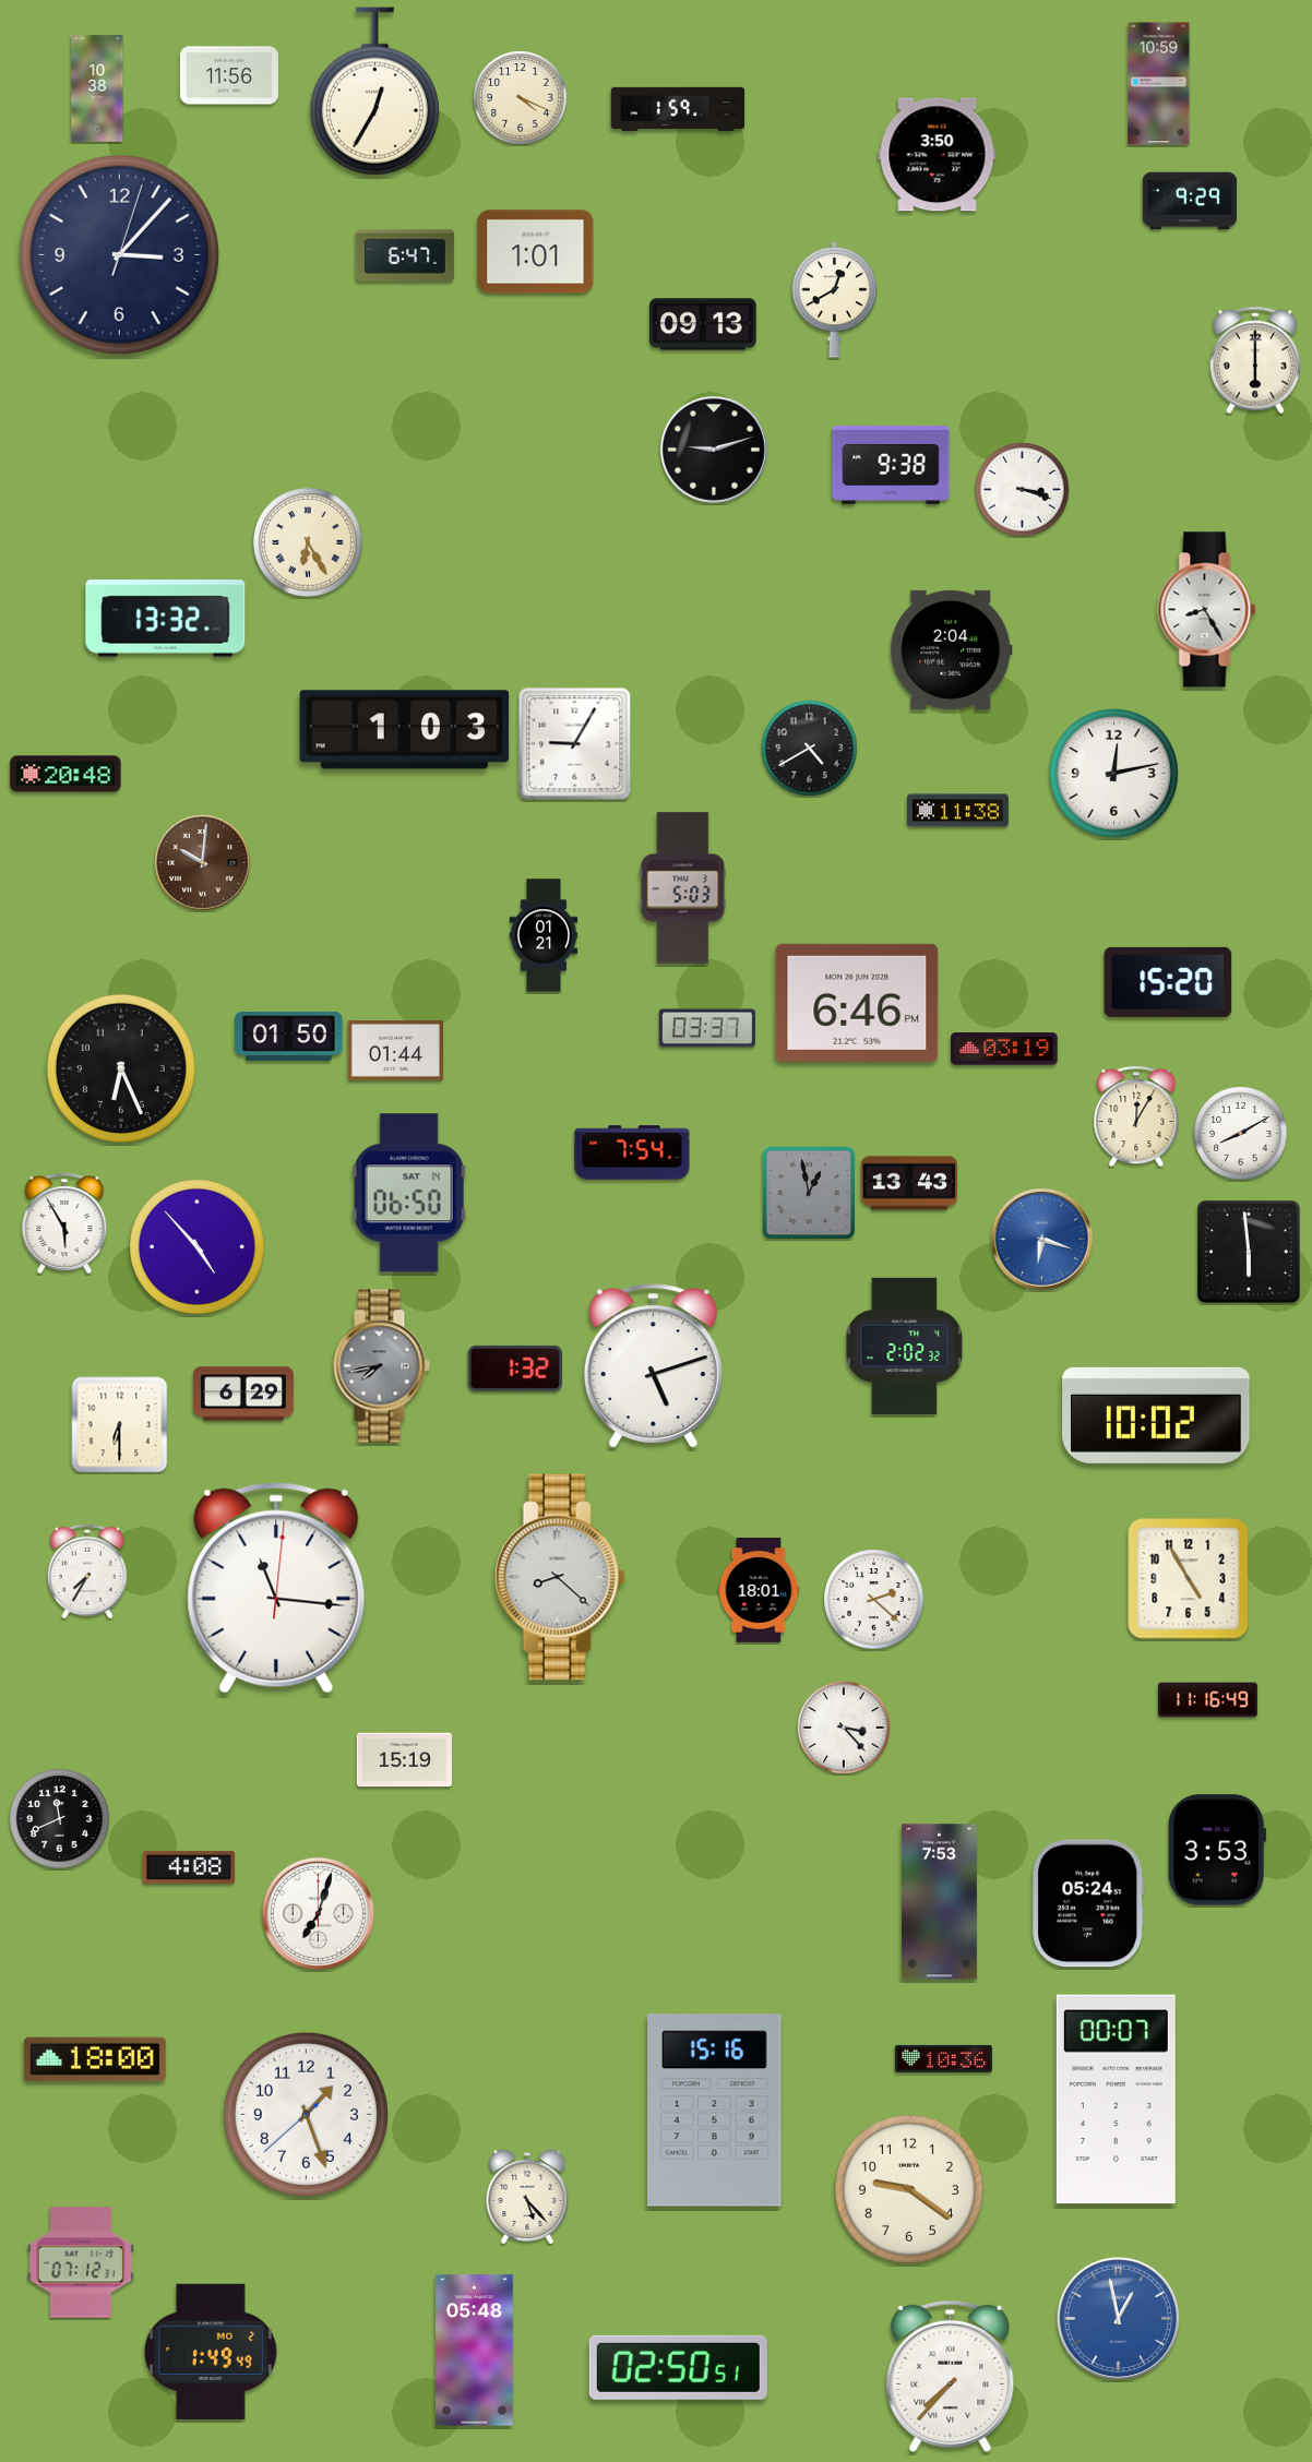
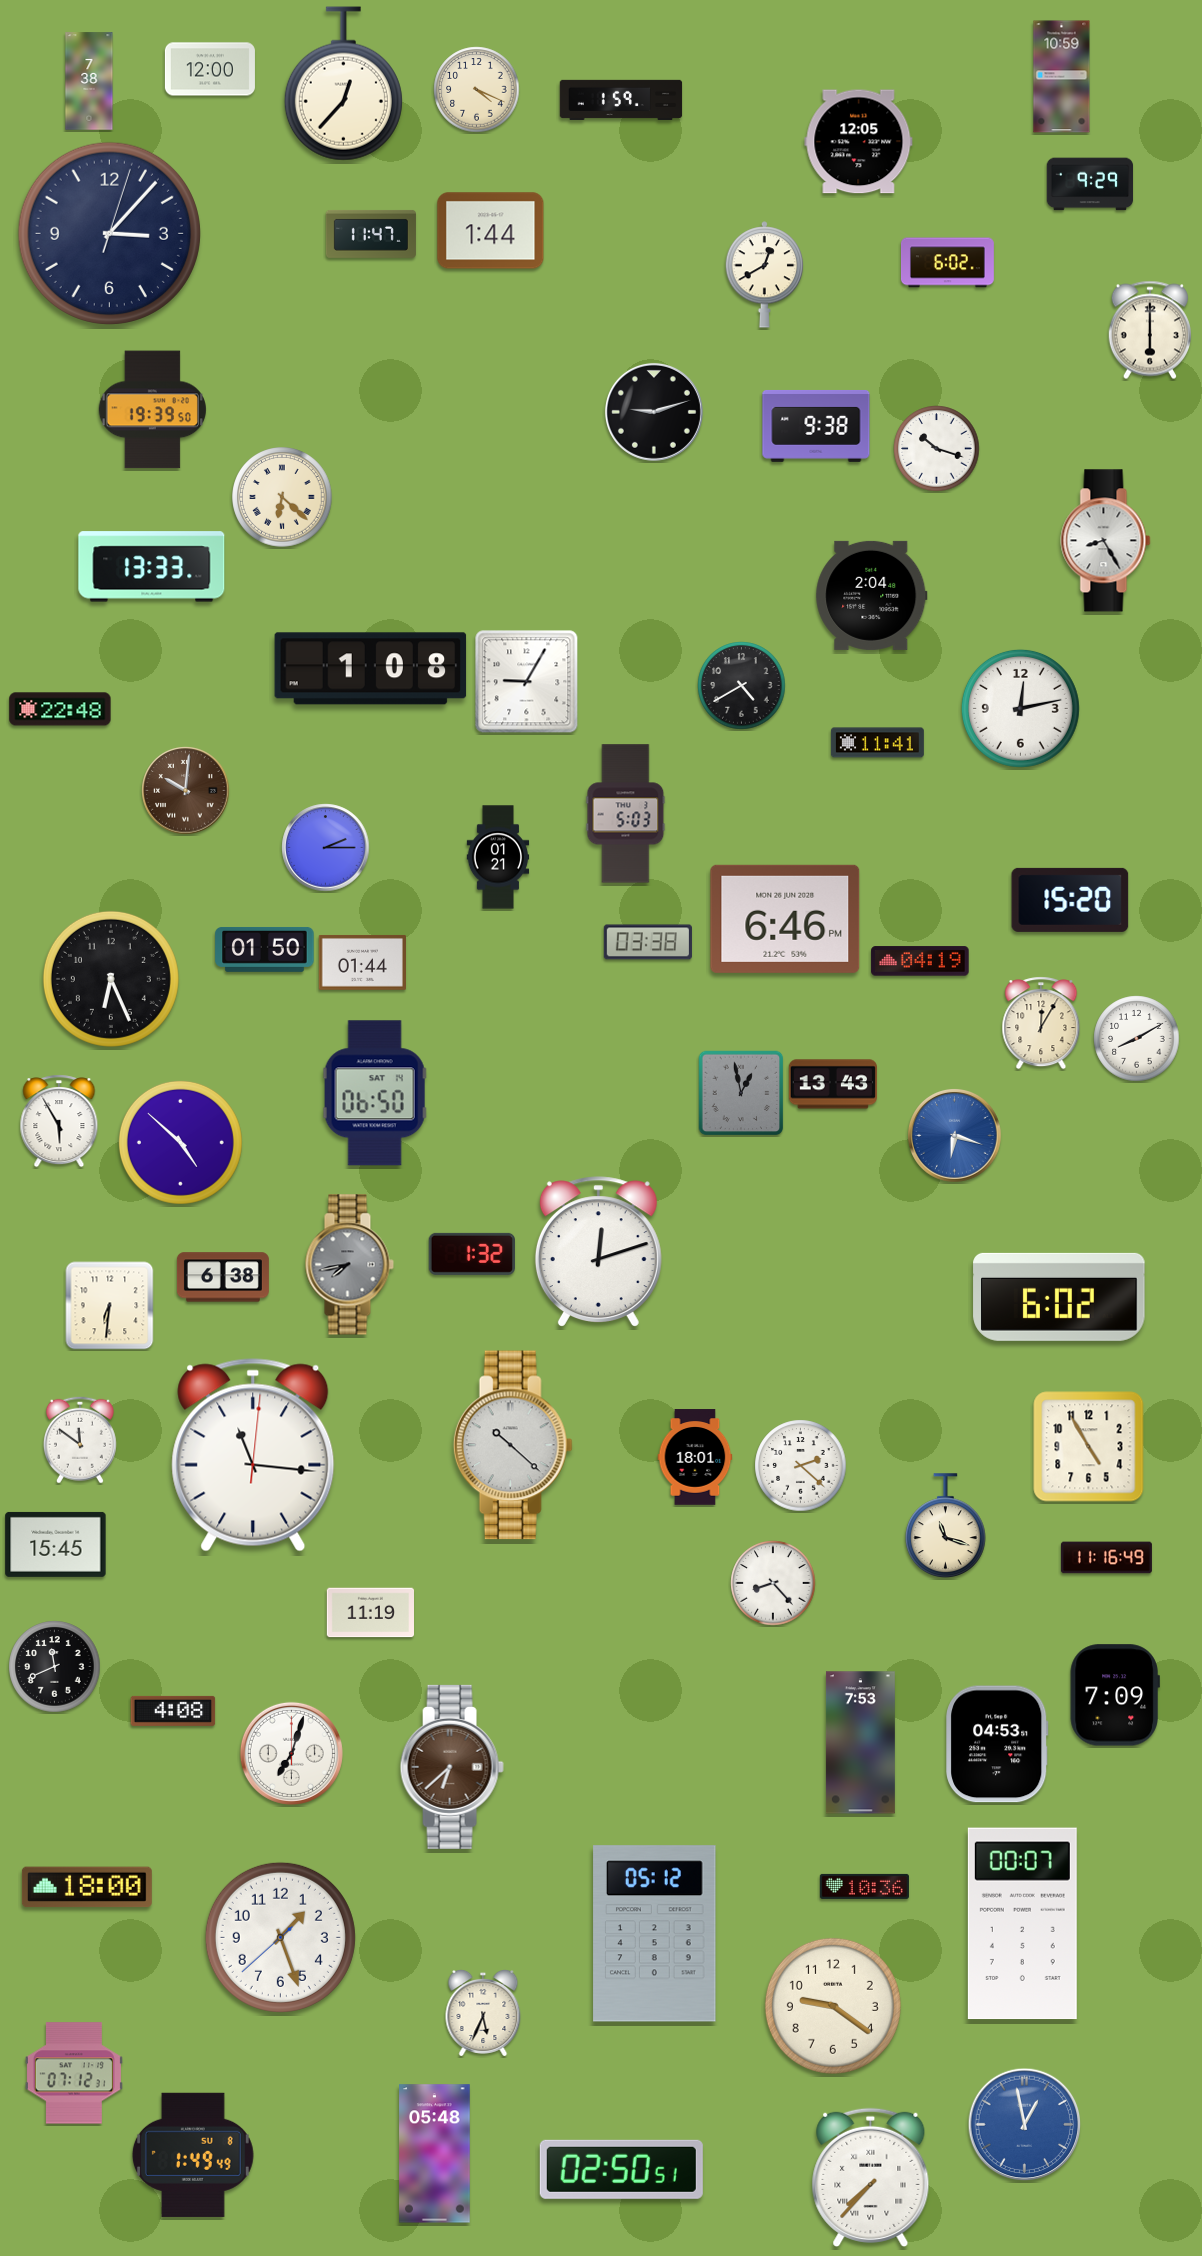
clock at (229, 75): 11:56 -> 12:00
clock at (97, 88): 10:38 -> 7:38
clock at (374, 92): 12:35 -> 12:37
clock at (938, 155): 3:50 -> 12:05
clock at (536, 252): 1:01 -> 1:44
clock at (405, 255): 6:47 -> 11:47
clock at (947, 263): none -> 6:02
clock at (703, 324): 09:13 -> none
clock at (152, 410): none -> 19:39
clock at (1023, 490): 3:18 -> 10:18
clock at (308, 542): 6:25 -> 6:22
clock at (1207, 610) position: (1207, 610) -> (1106, 541)
clock at (166, 619): 13:32 -> 13:33
clock at (405, 730): 1:03 -> 1:08
clock at (65, 774): 20:48 -> 22:48
clock at (957, 811): 11:38 -> 11:41
clock at (326, 848): none -> 2:15
clock at (707, 1028): 03:37 -> 03:38
clock at (1004, 1049): 03:19 -> 04:19
clock at (632, 1152): 7:54 -> none
clock at (196, 1246): 4:53 -> 4:52
clock at (1249, 1252): 5:59 -> none
clock at (905, 1346): 2:02 -> none
clock at (381, 1366) position: (381, 1366) -> (349, 1265)
clock at (653, 1366): 5:12 -> 12:12
clock at (243, 1394): 6:29 -> 6:38
clock at (1156, 1415): 10:02 -> 6:02
clock at (120, 1425): 6:30 -> 6:31
clock at (87, 1571): 7:35 -> 11:51
clock at (560, 1577): 8:22 -> 10:22
clock at (945, 1526): none -> 11:18
clock at (56, 1544): none -> 15:45
clock at (844, 1728): 3:23 -> 8:23
clock at (404, 1760): 15:19 -> 11:19
clock at (1217, 1850): 3:53 -> 7:09
clock at (1088, 1903): 05:24 -> 04:53
clock at (452, 1767): none -> 6:38
clock at (715, 2111): 15:16 -> 05:12
clock at (527, 2198): 5:23 -> 5:34
clock at (211, 2352) date: MO 2 -> SU 8
